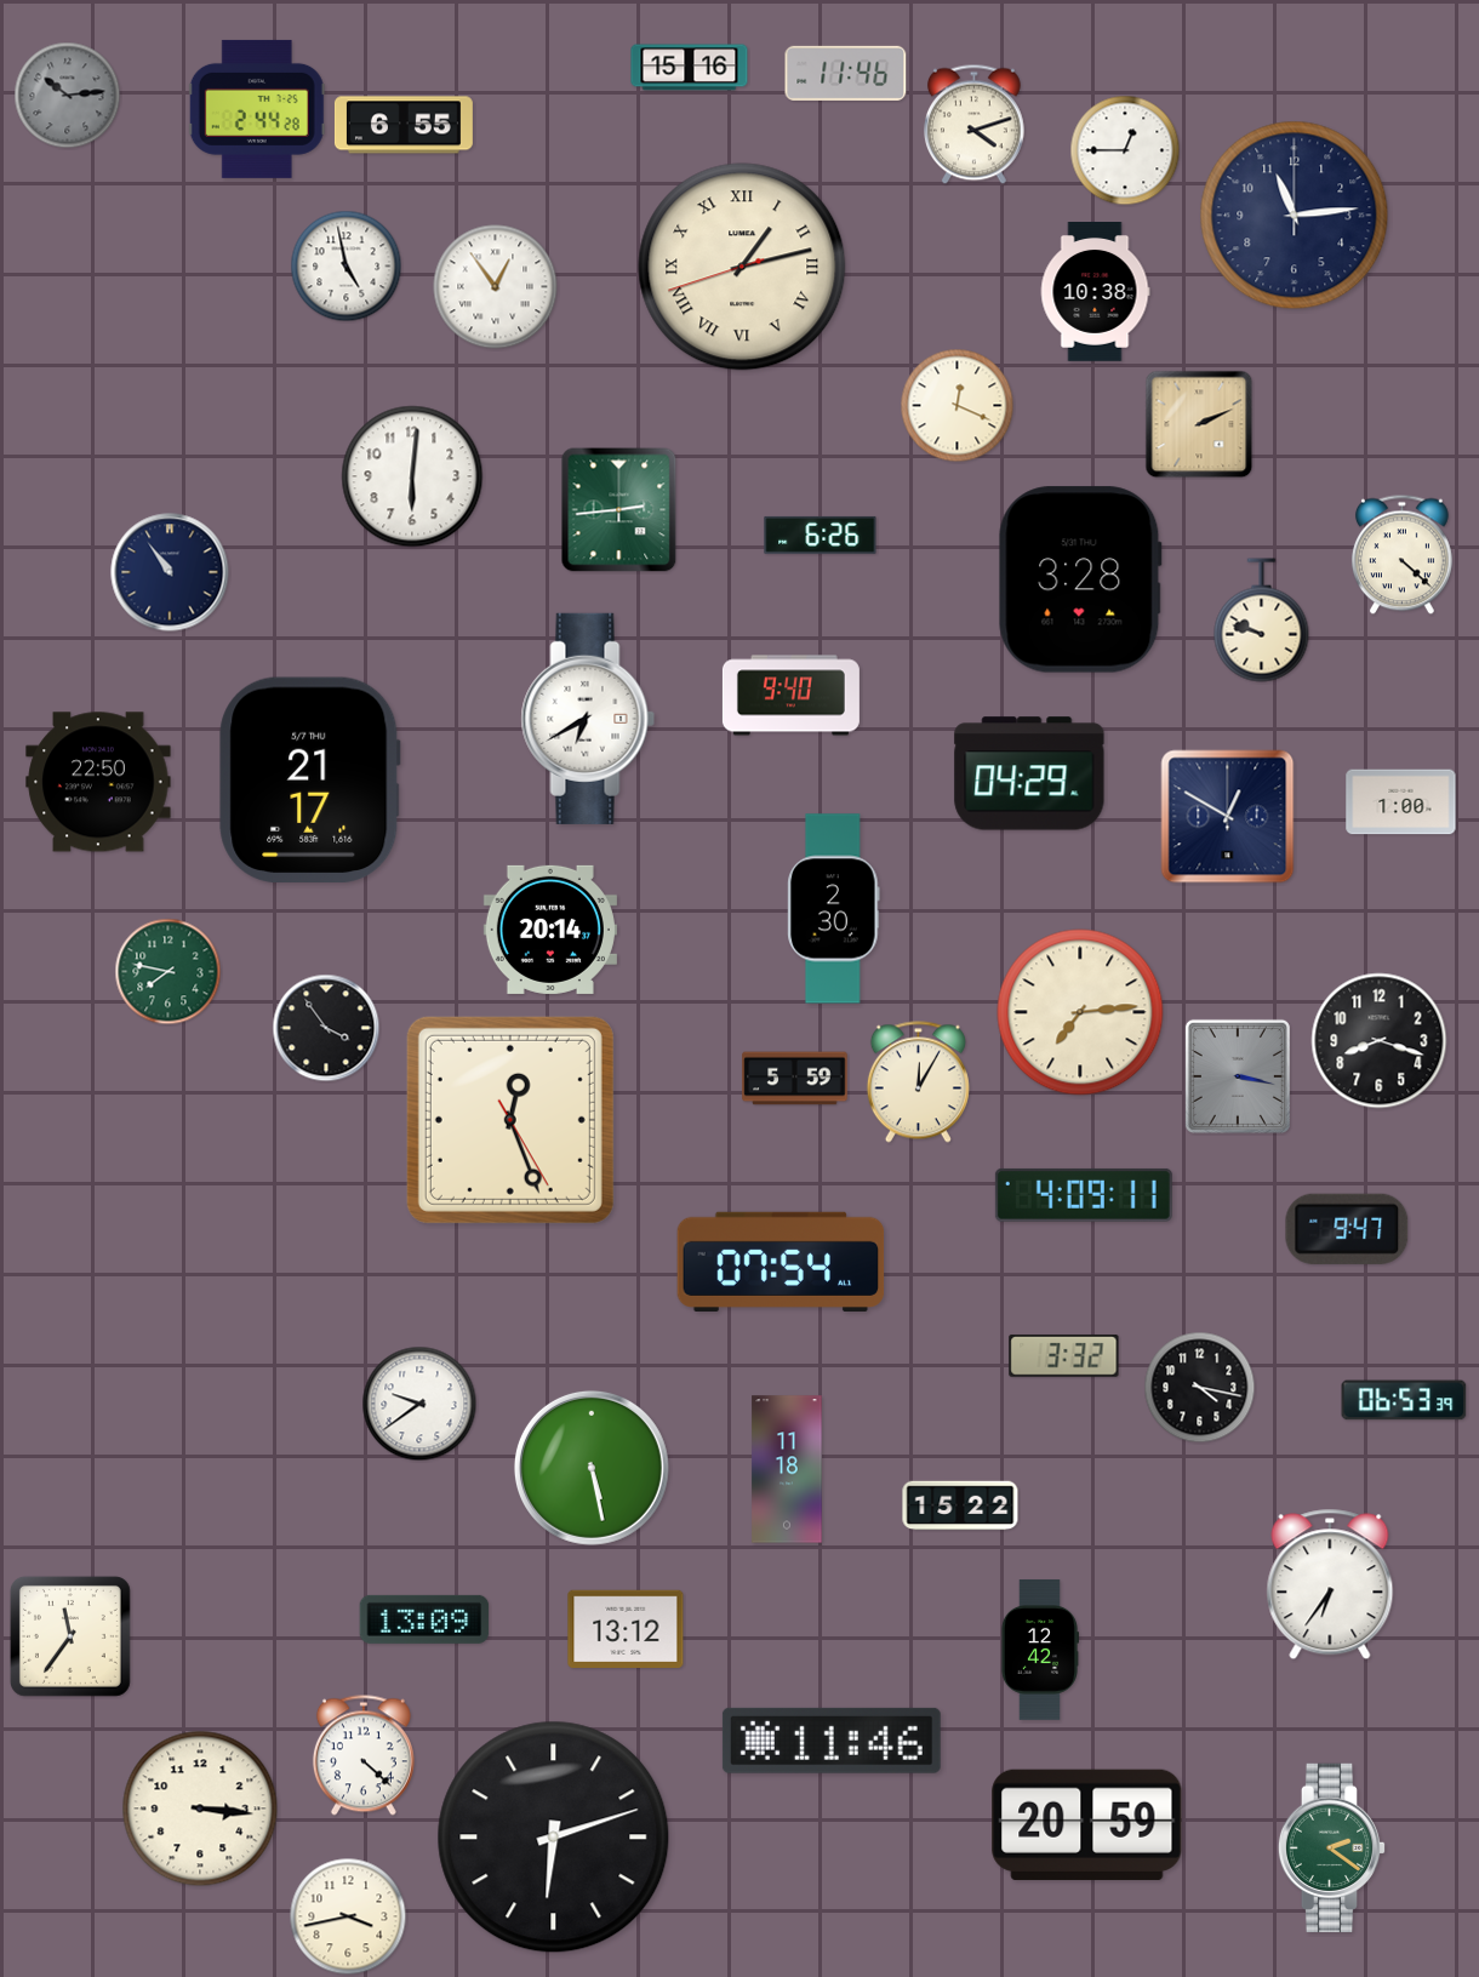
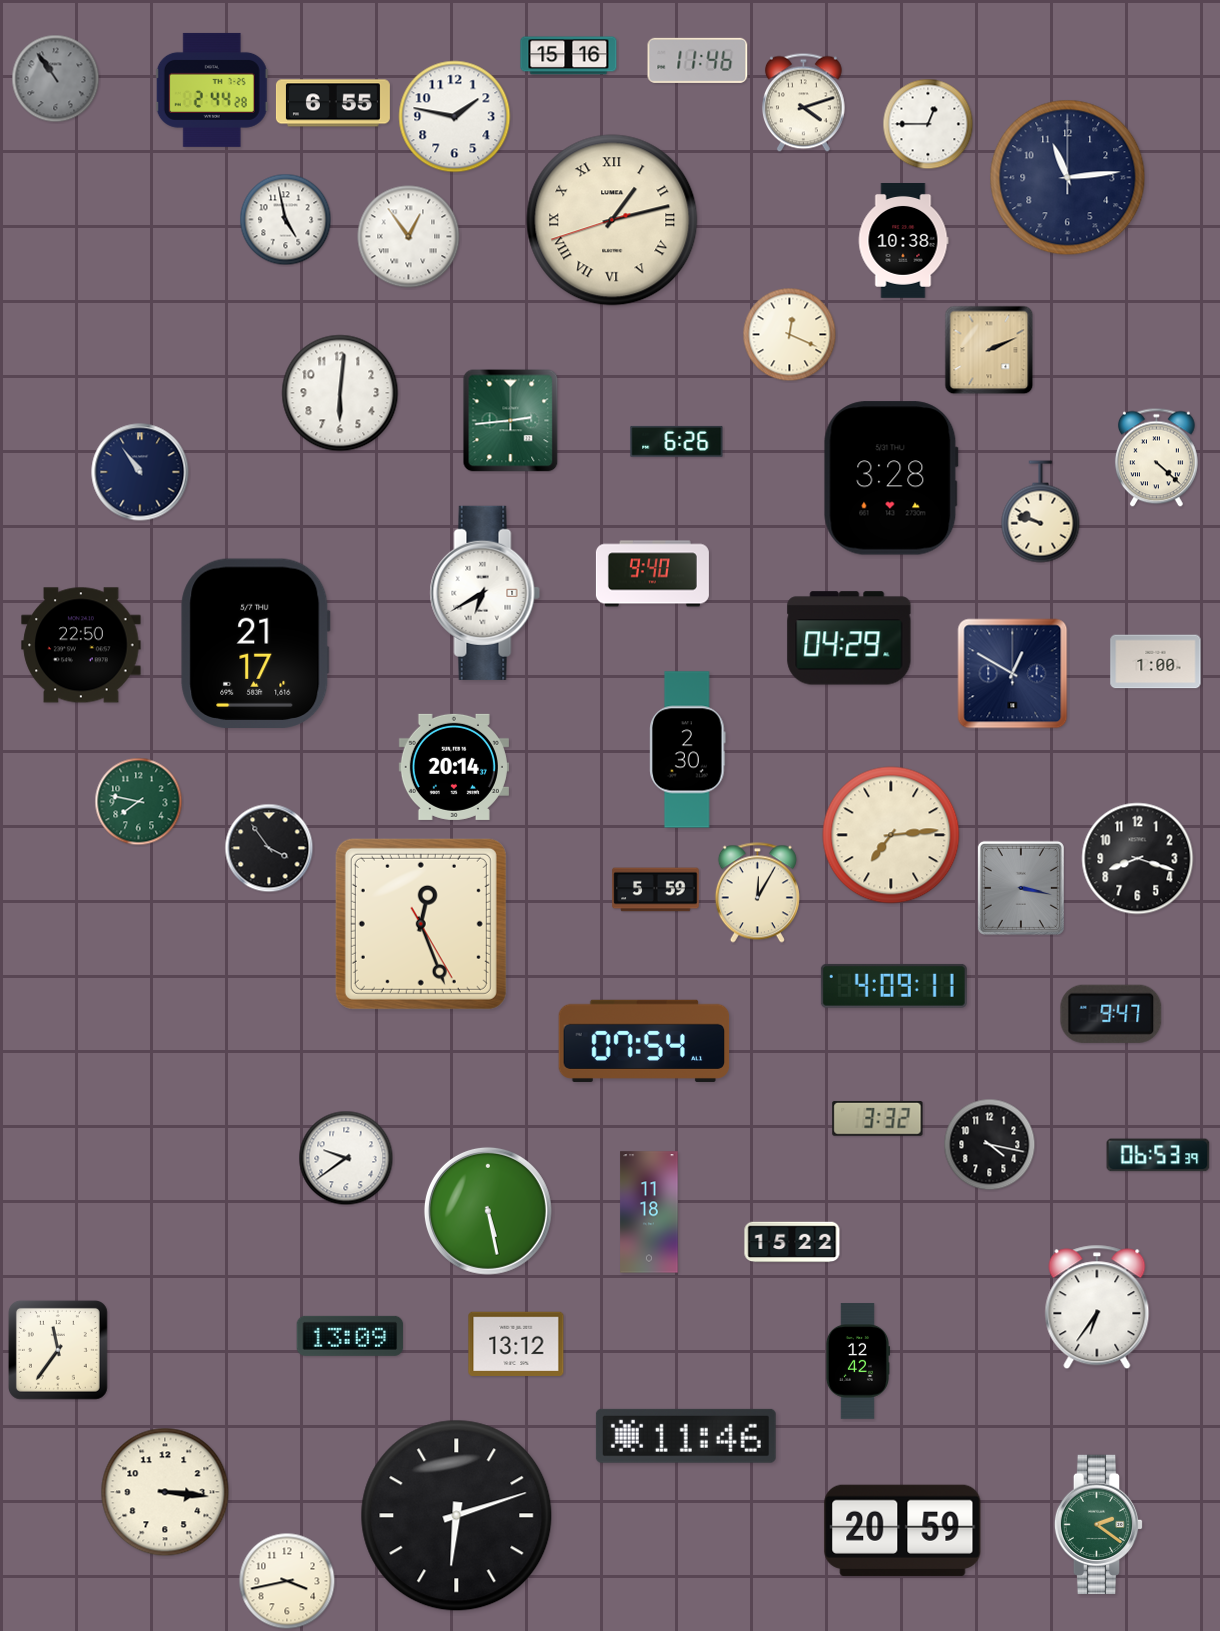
clock at (68, 96): 10:14 -> 10:54
clock at (455, 117): none -> 1:47
clock at (364, 1755): 4:22 -> none
clock at (1087, 1824) position: (1087, 1824) -> (903, 1530)
